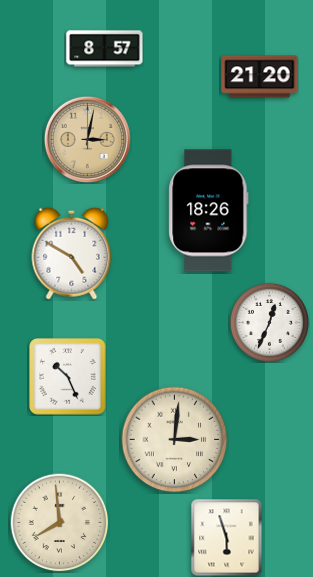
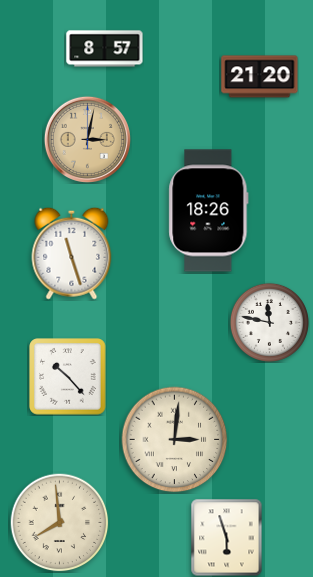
clock at (72, 253): 4:50 -> 11:27
clock at (269, 322): 12:34 -> 11:47
clock at (68, 377): 10:26 -> 10:23
